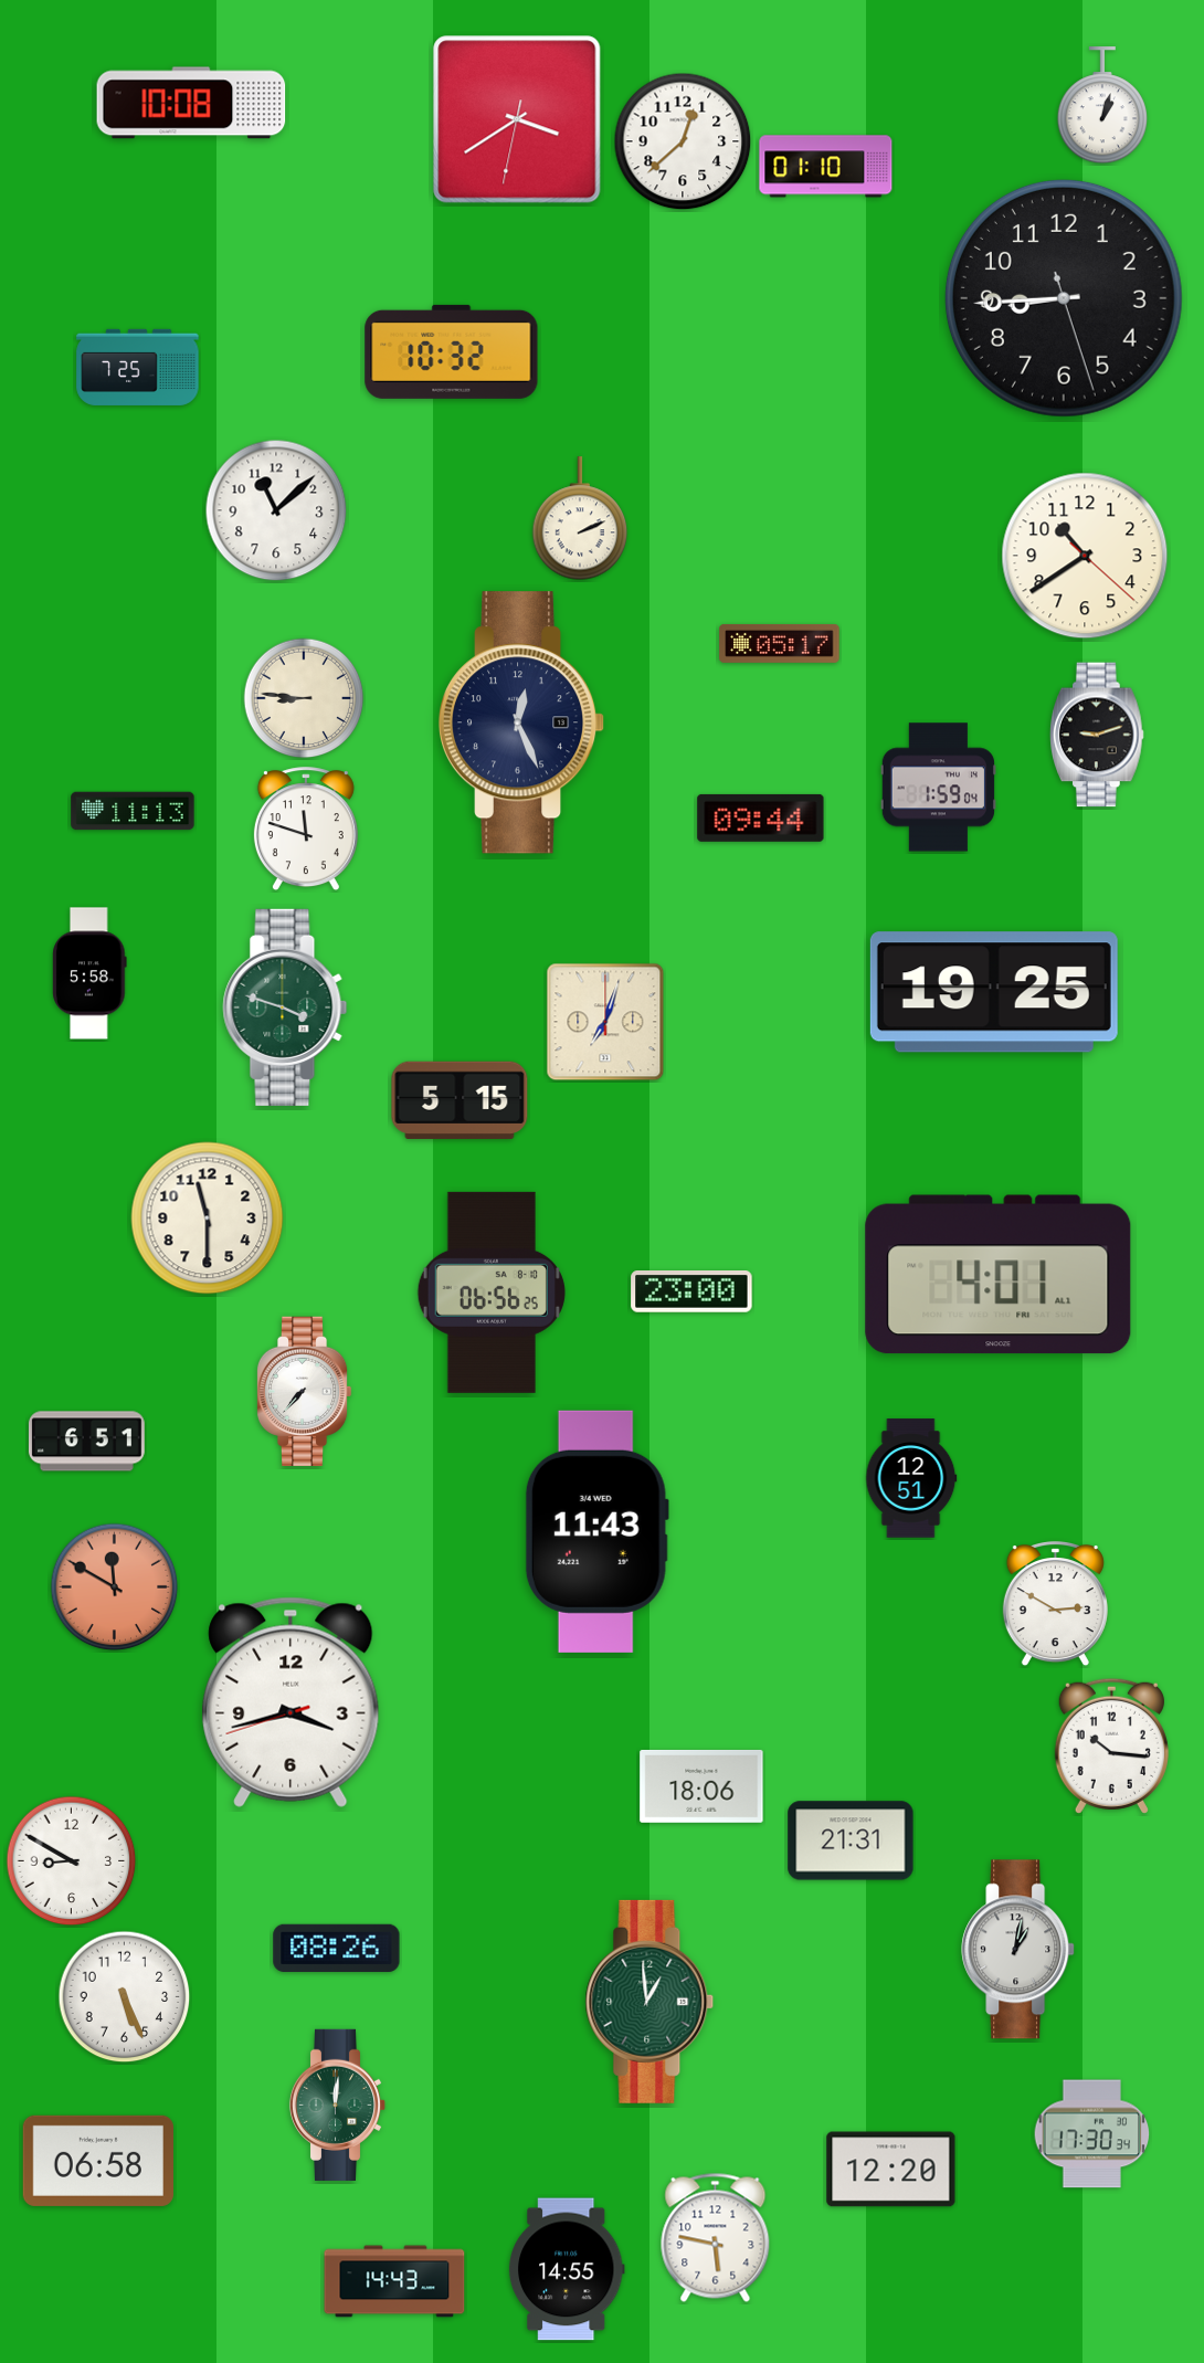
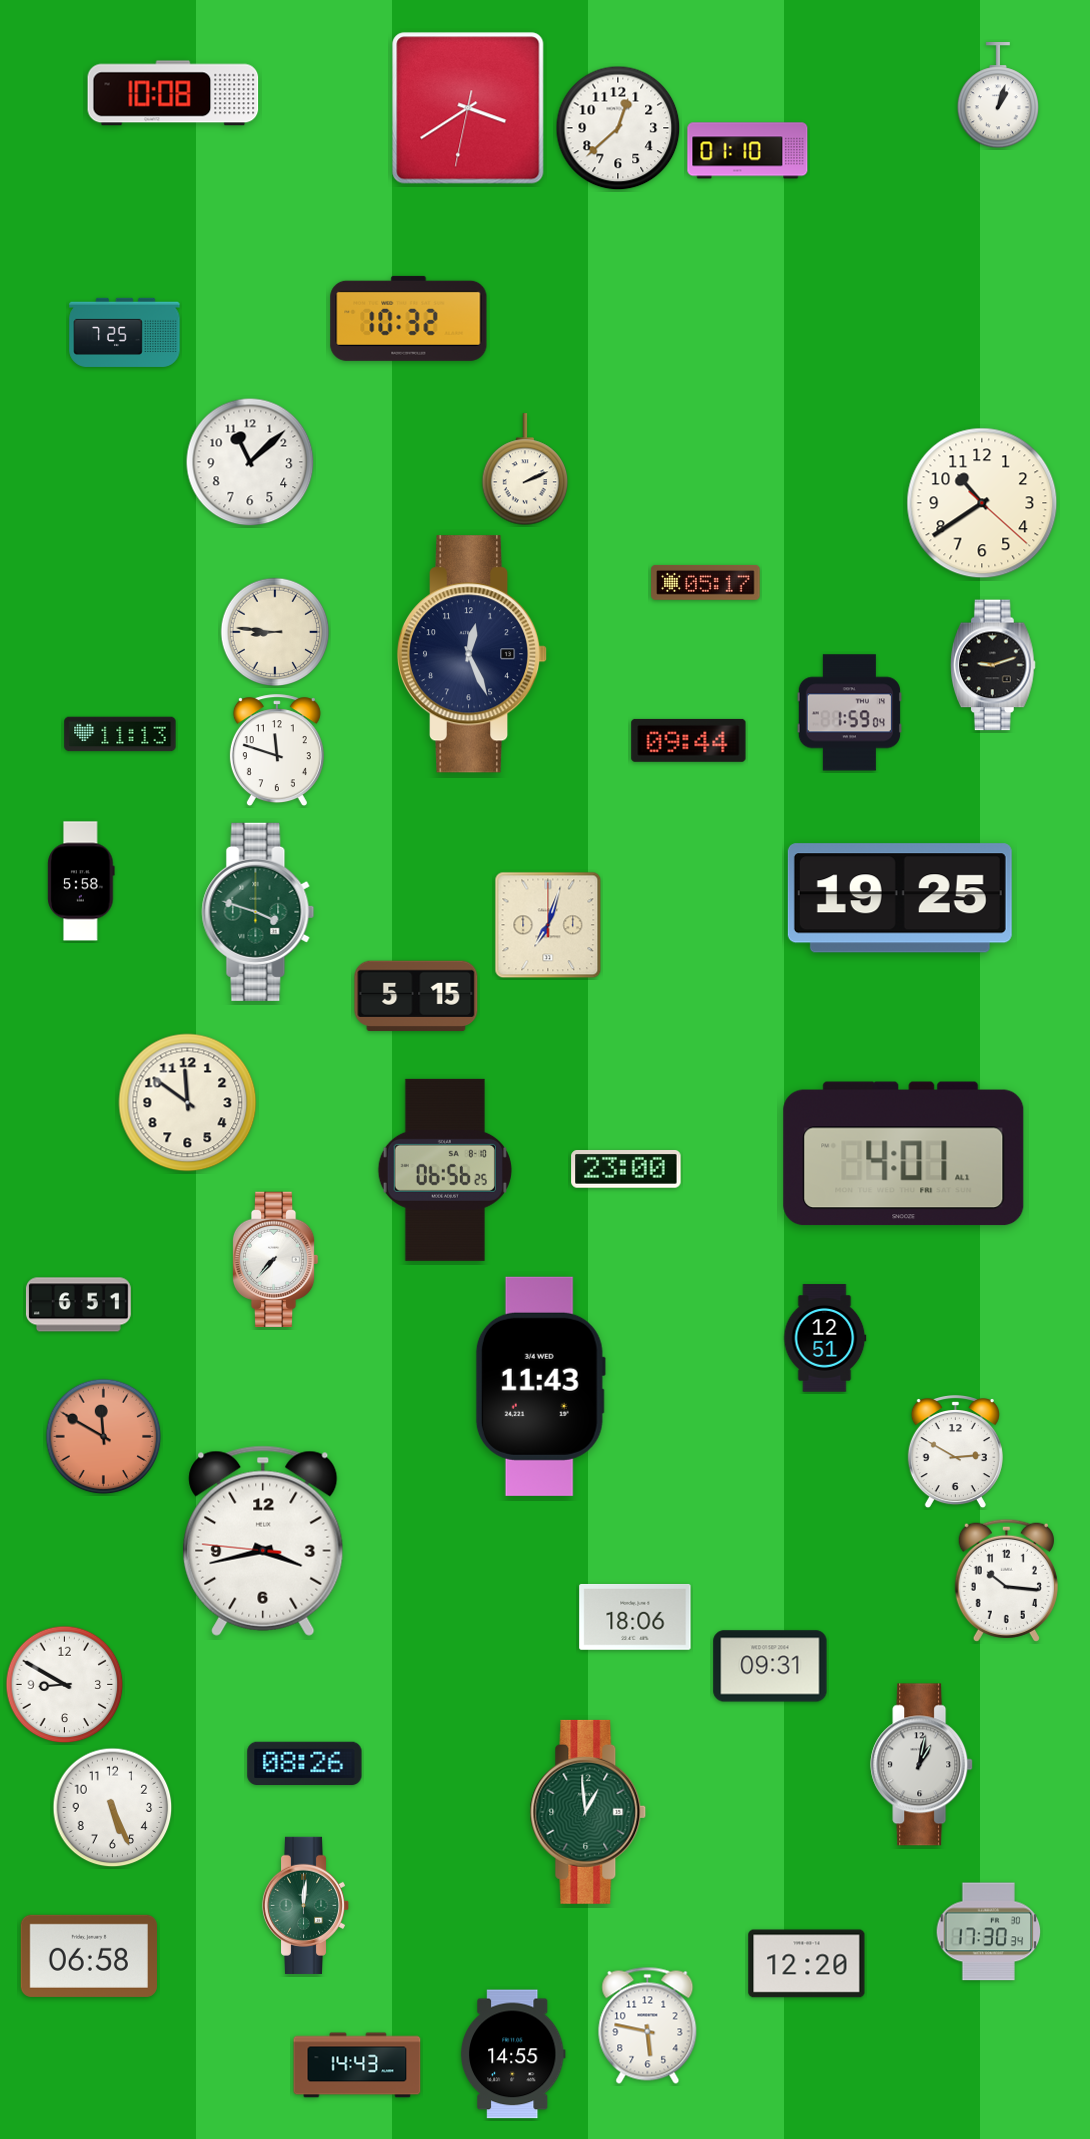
clock at (1064, 298): 8:44 -> none
clock at (208, 1219): 11:30 -> 11:51
clock at (291, 1702): 3:42:42 -> 3:42:46
clock at (851, 1840): 21:31 -> 09:31
